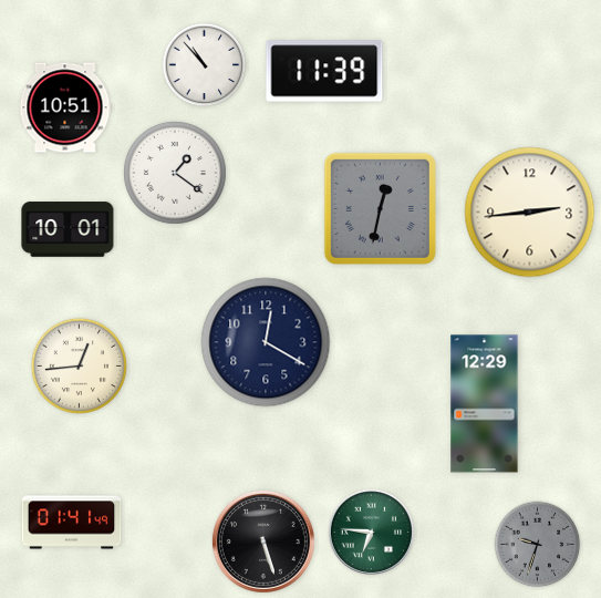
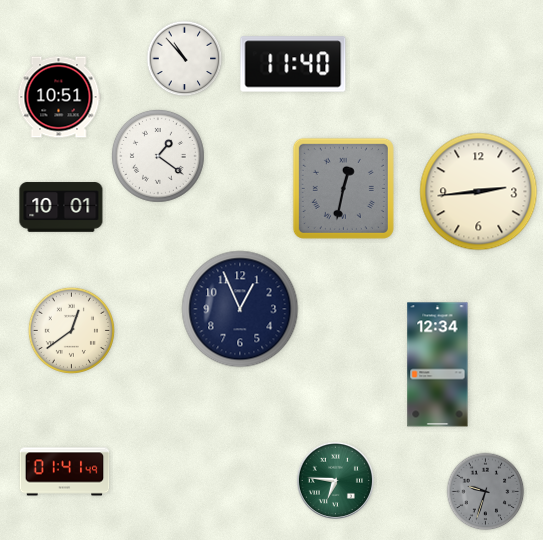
clock at (324, 71): 11:39 -> 11:40
clock at (266, 342): 12:20 -> 12:56
clock at (79, 365): 12:44 -> 12:39
clock at (485, 404): 12:29 -> 12:34
clock at (263, 542): 5:27 -> none
